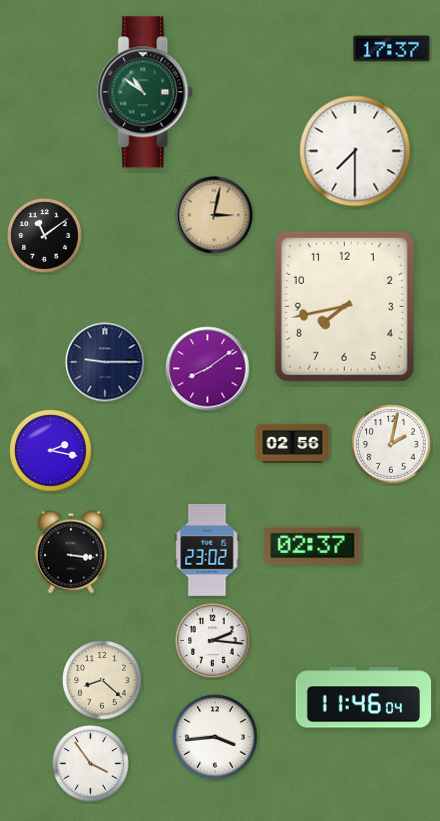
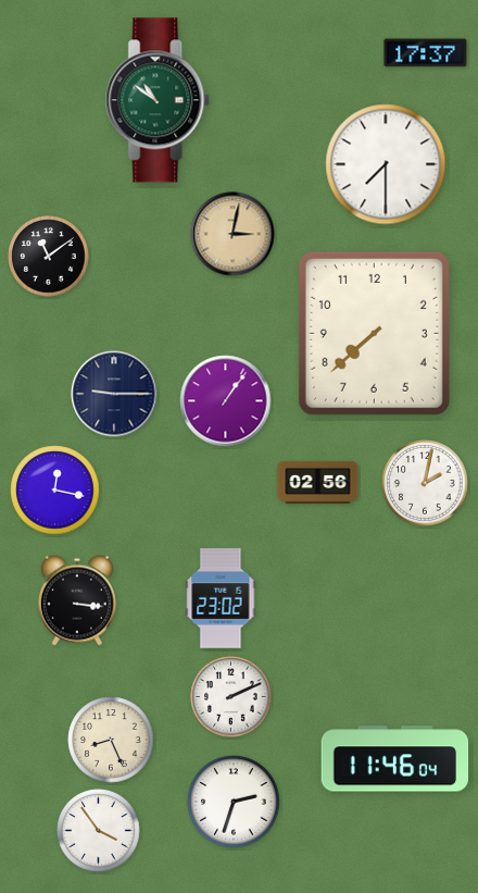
clock at (344, 306): 7:43 -> 7:38
clock at (208, 369): 8:09 -> 1:06
clock at (51, 451): 2:17 -> 12:17
clock at (313, 546): 02:37 -> none
clock at (207, 551) position: (207, 551) -> (221, 599)
clock at (213, 641): 2:16 -> 2:11
clock at (102, 680): 8:22 -> 8:26
clock at (215, 737): 3:44 -> 2:33
